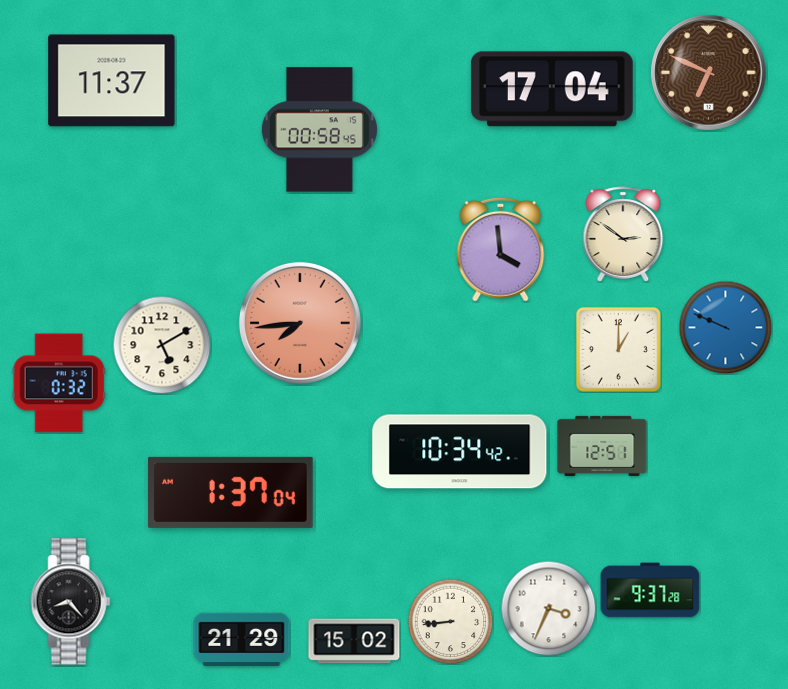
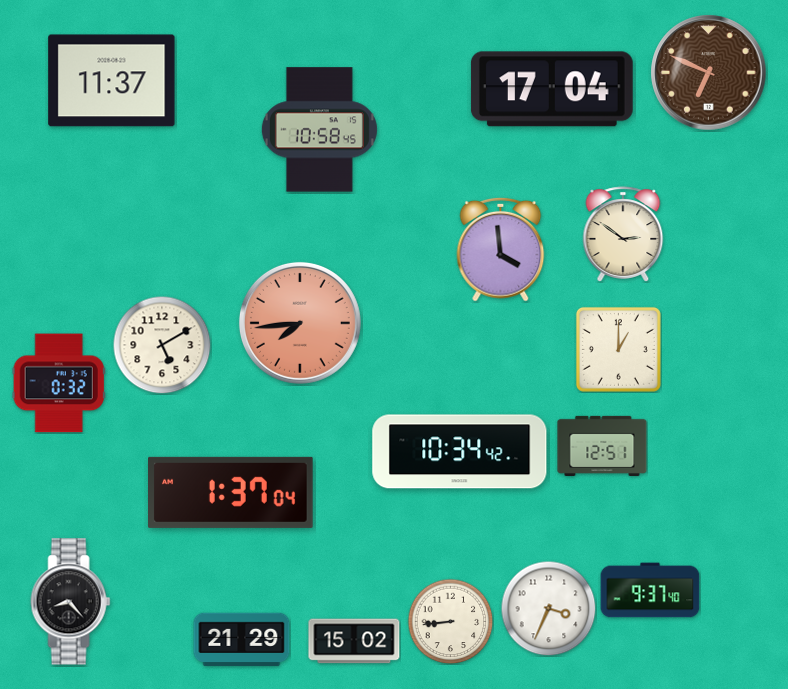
clock at (319, 130): 00:58 -> 10:58
clock at (725, 327): 9:49 -> none
clock at (650, 590): 9:37:28 -> 9:37:40
